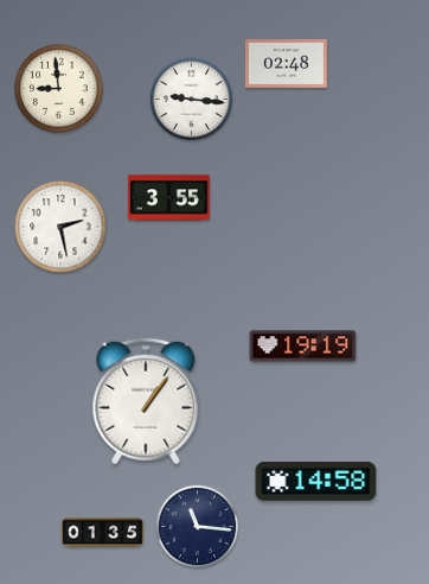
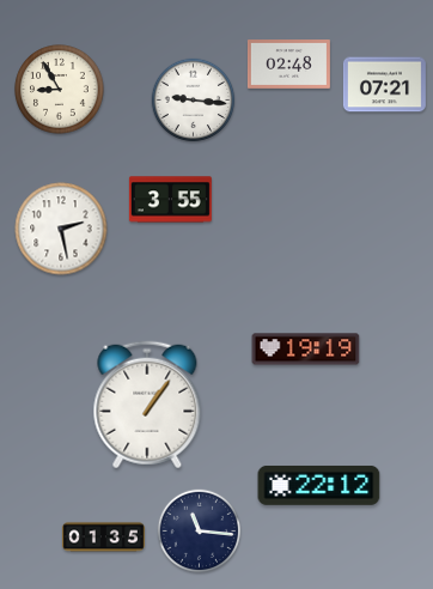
clock at (384, 85): none -> 07:21
clock at (59, 89): 8:59 -> 8:55
clock at (316, 481): 14:58 -> 22:12
